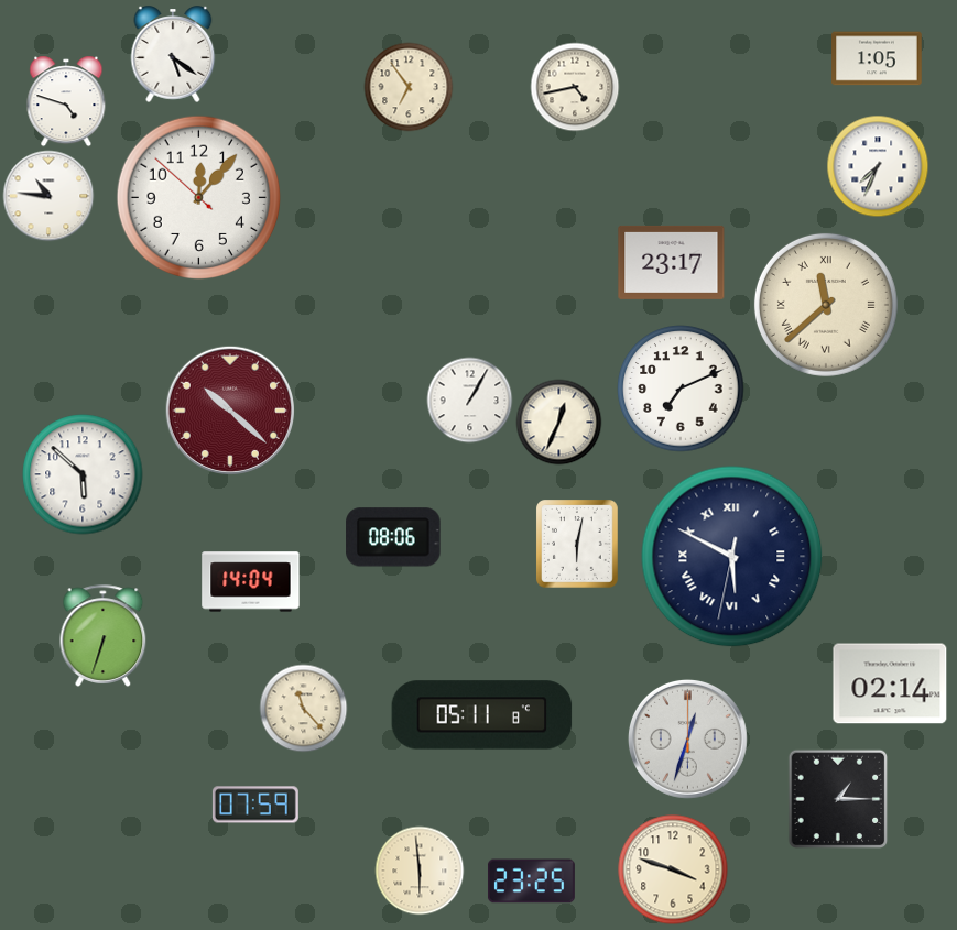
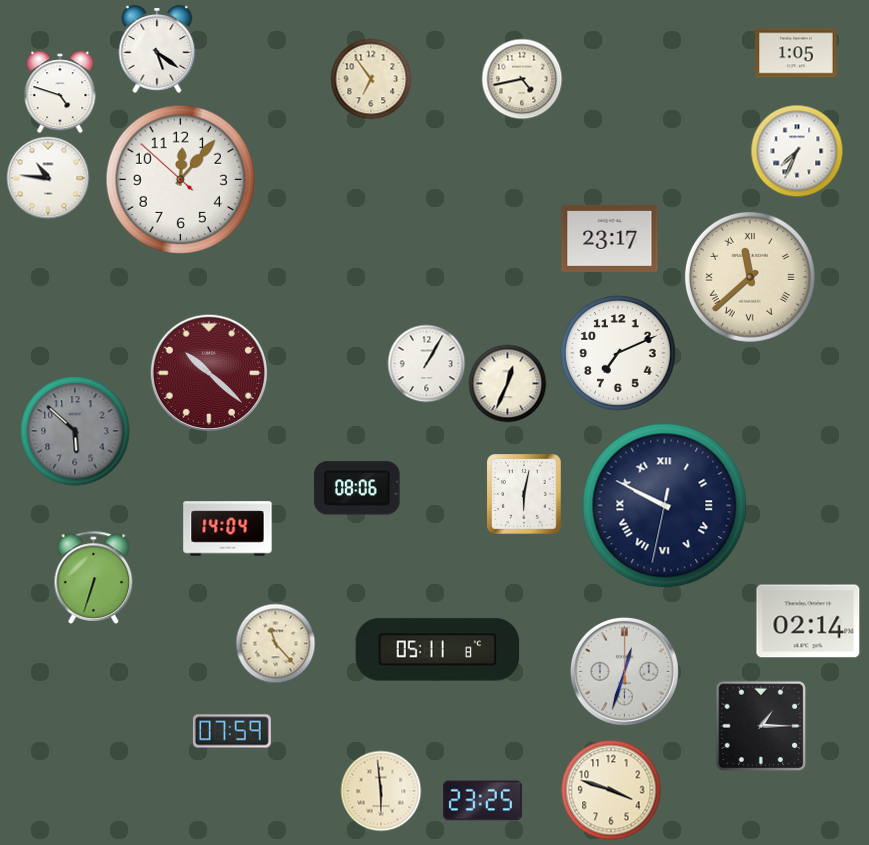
clock at (48, 196) position: (48, 196) -> (48, 178)
clock at (83, 474) dial: white -> grey
clock at (732, 557): 5:49 -> 9:49
